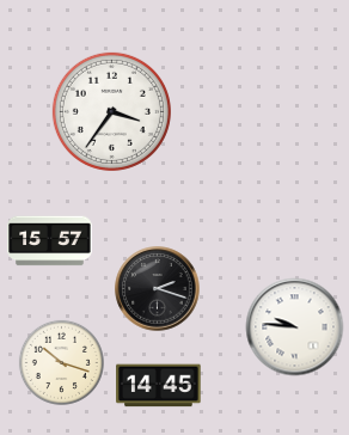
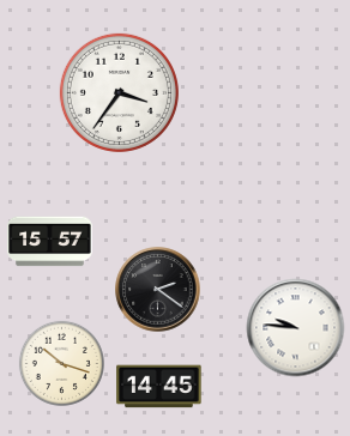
clock at (111, 111) position: (111, 111) -> (119, 92)
clock at (158, 289): 2:18 -> 2:21
